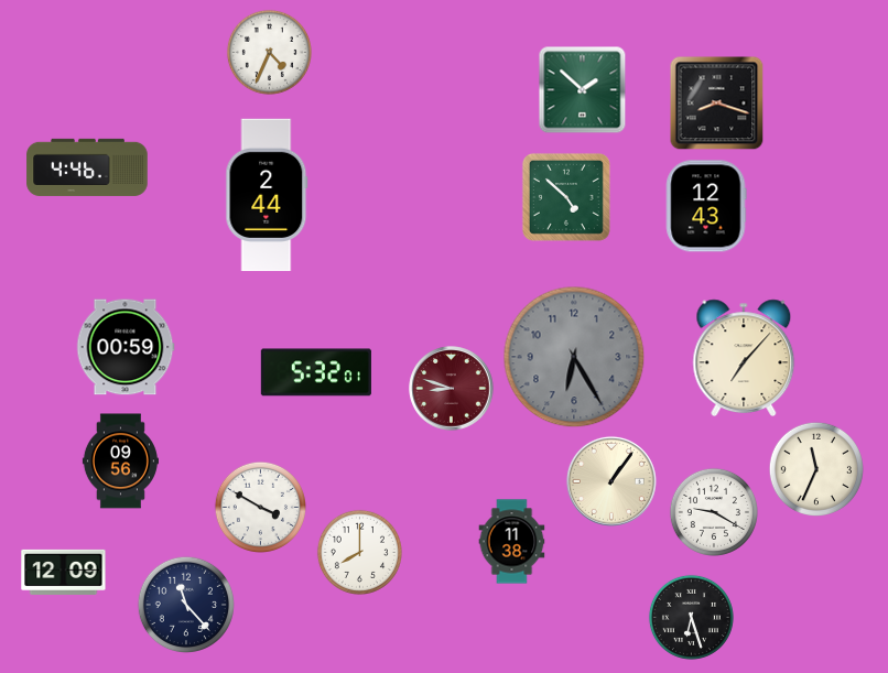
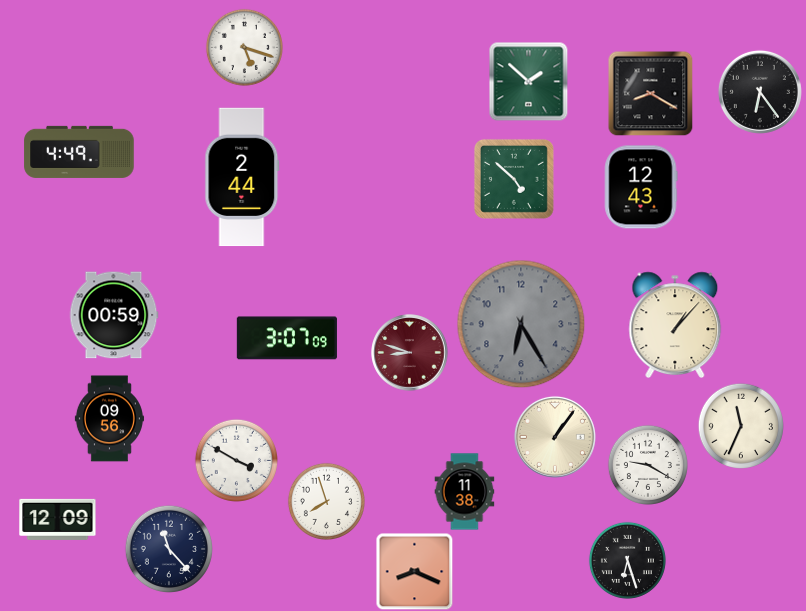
clock at (269, 52): 4:34 -> 5:18
clock at (760, 92): none -> 6:24
clock at (716, 102): 8:18 -> 8:20
clock at (87, 167): 4:46 -> 4:49
clock at (744, 357): 7:07 -> 1:07
clock at (316, 372): 5:32 -> 3:07
clock at (359, 552): 8:00 -> 7:57
clock at (414, 571): none -> 8:19
